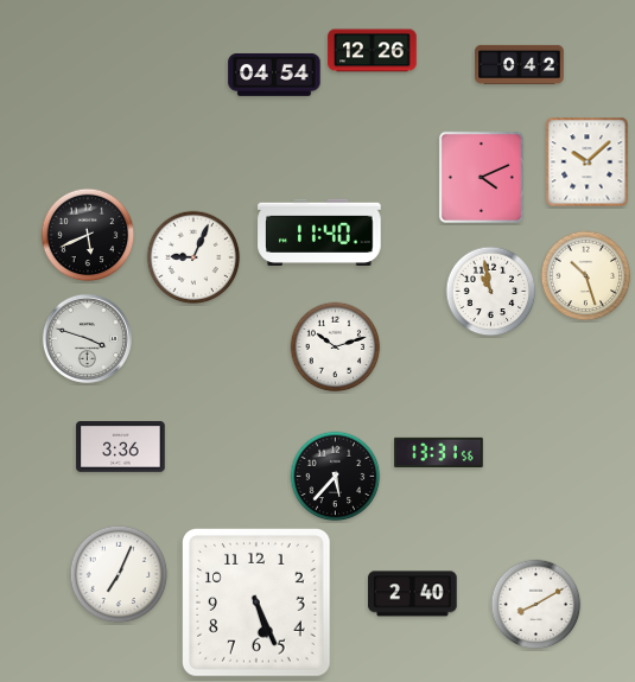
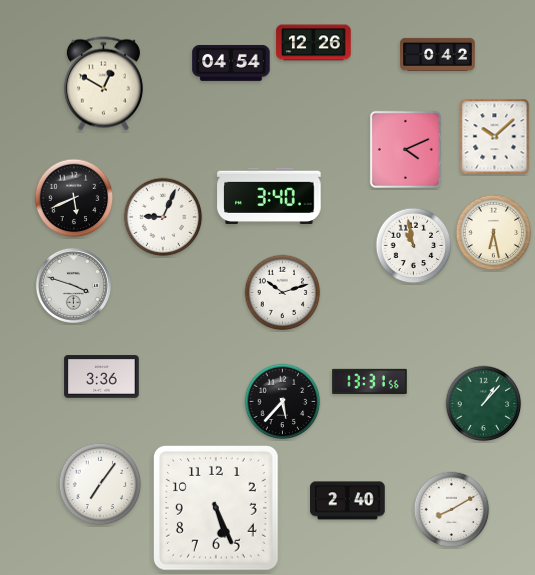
clock at (103, 84): none -> 12:50
clock at (319, 232): 11:40 -> 3:40
clock at (586, 276): 10:27 -> 6:28
clock at (484, 404): none -> 1:07
clock at (119, 574): 7:04 -> 7:06
